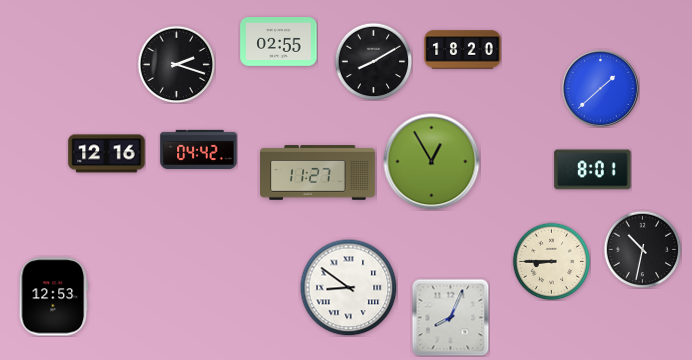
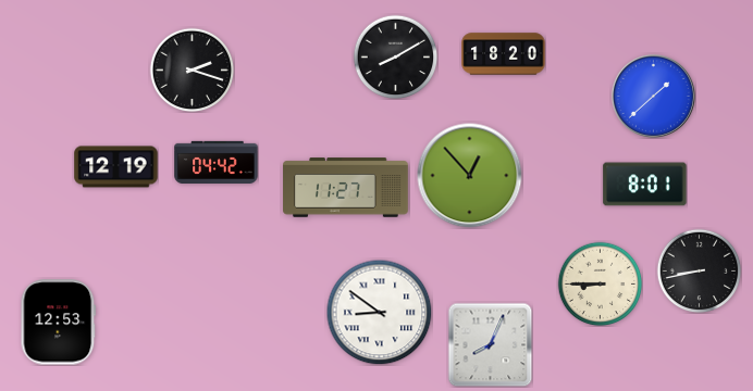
clock at (279, 42): 02:55 -> none
clock at (373, 61) position: (373, 61) -> (395, 56)
clock at (107, 154): 12:16 -> 12:19
clock at (432, 162): 12:55 -> 12:53
clock at (642, 249): 10:32 -> 8:43
